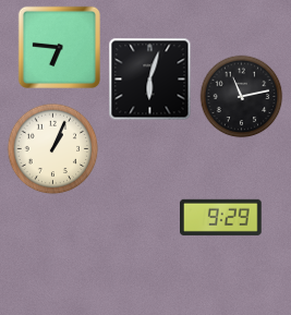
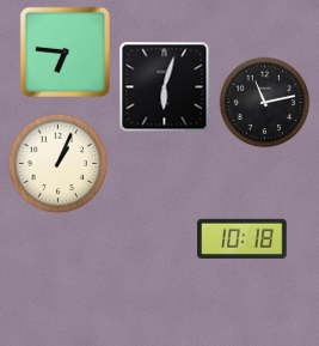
clock at (242, 97) position: (242, 97) -> (265, 103)
clock at (221, 217): 9:29 -> 10:18
